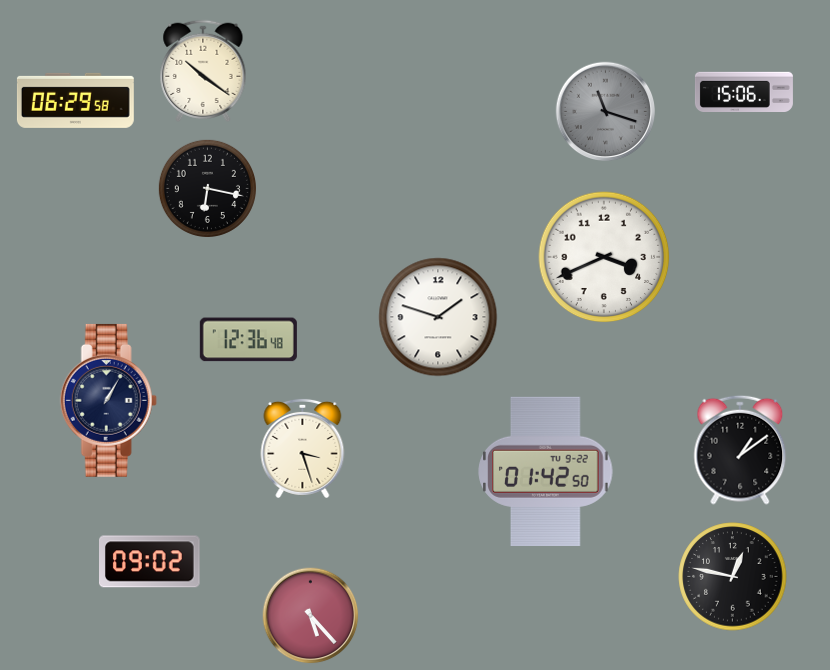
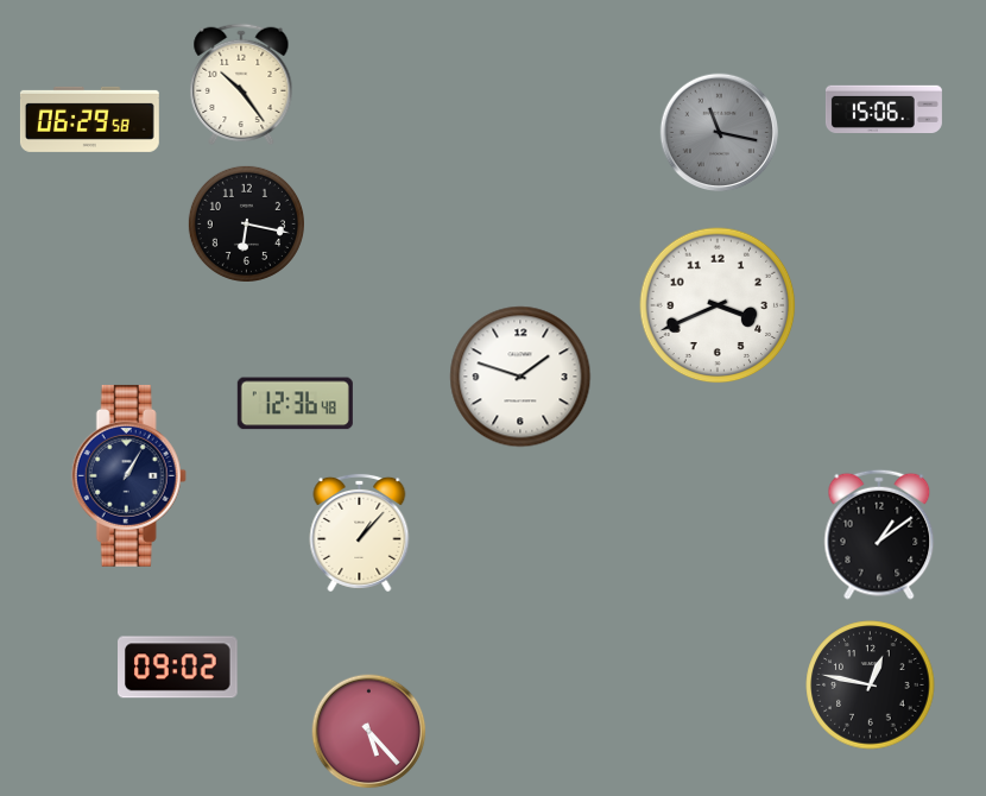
clock at (203, 70): 10:21 -> 10:24
clock at (606, 112): 11:18 -> 11:17
clock at (303, 448): 3:27 -> 1:07
clock at (546, 471): 01:42 -> none
